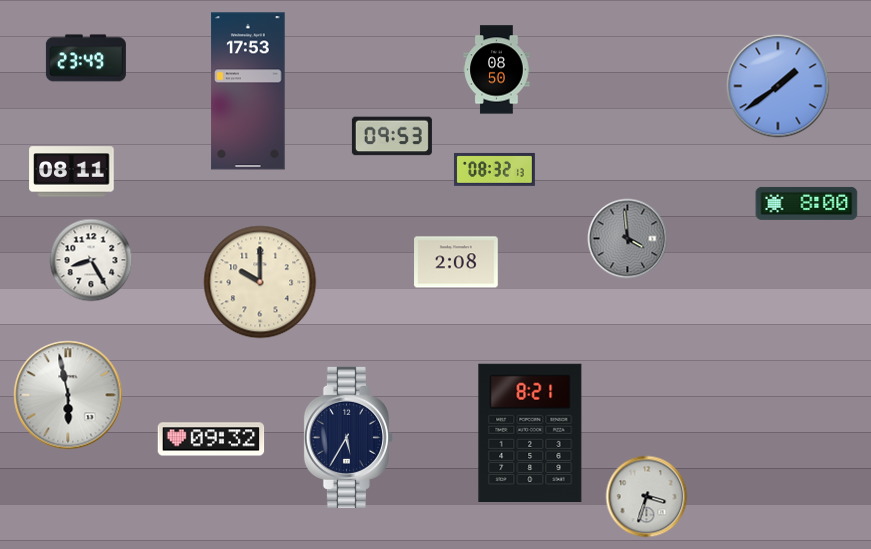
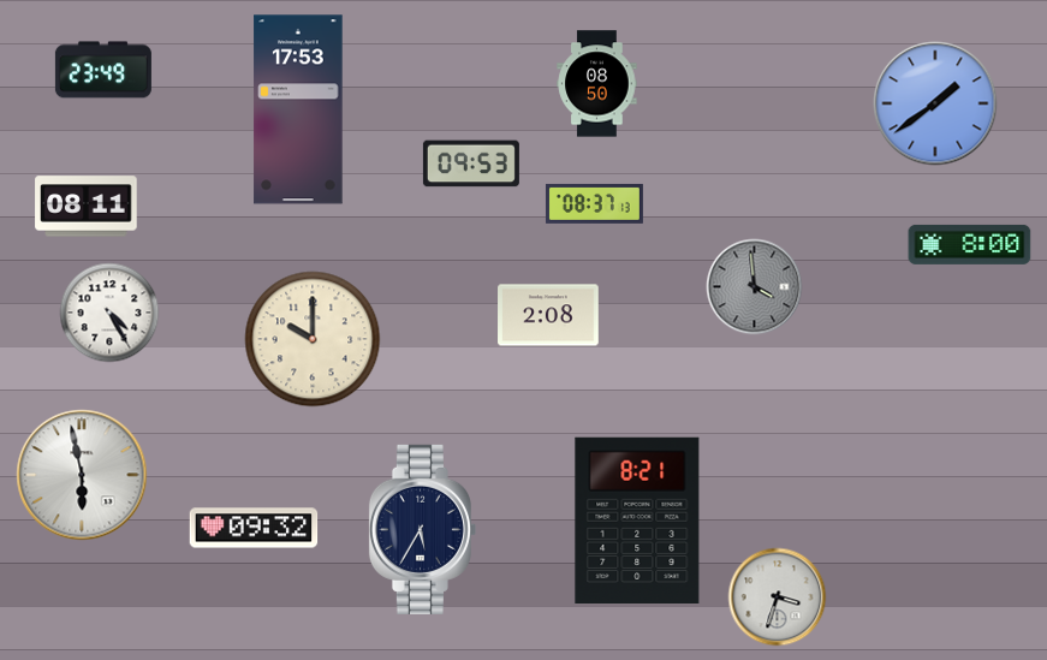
clock at (494, 169): 08:32 -> 08:37
clock at (91, 260): 8:25 -> 4:25
clock at (348, 437) position: (348, 437) -> (422, 529)
